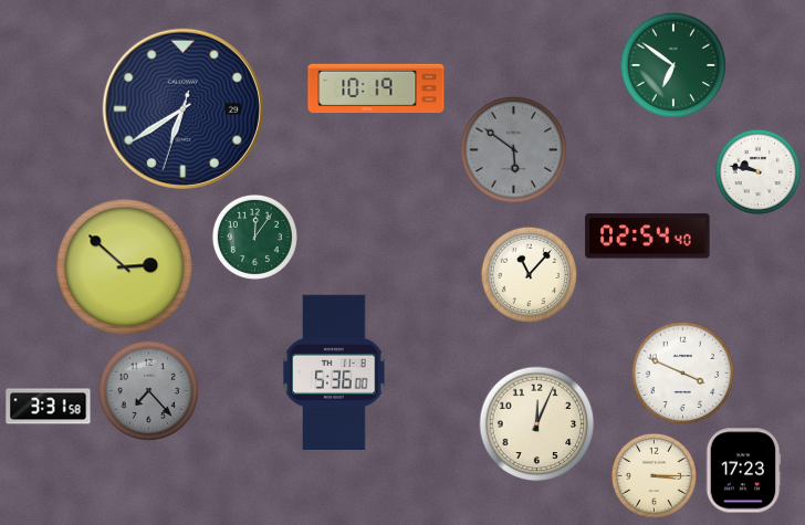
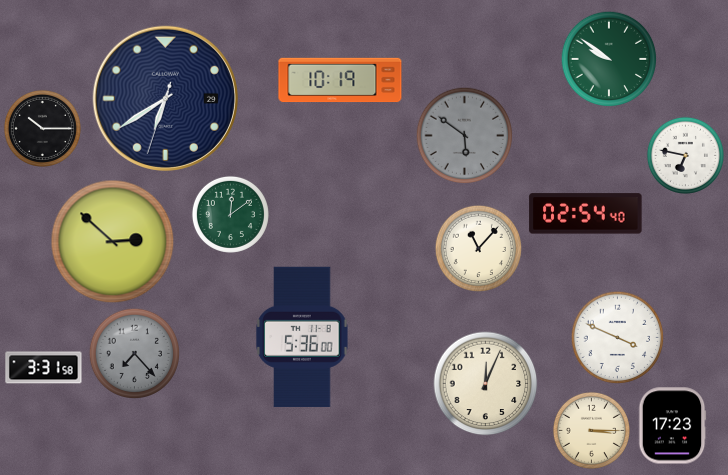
clock at (673, 65): 6:51 -> 9:51
clock at (42, 128): none -> 10:15
clock at (757, 171): 9:47 -> 6:47
clock at (254, 237): 12:06 -> 12:09
